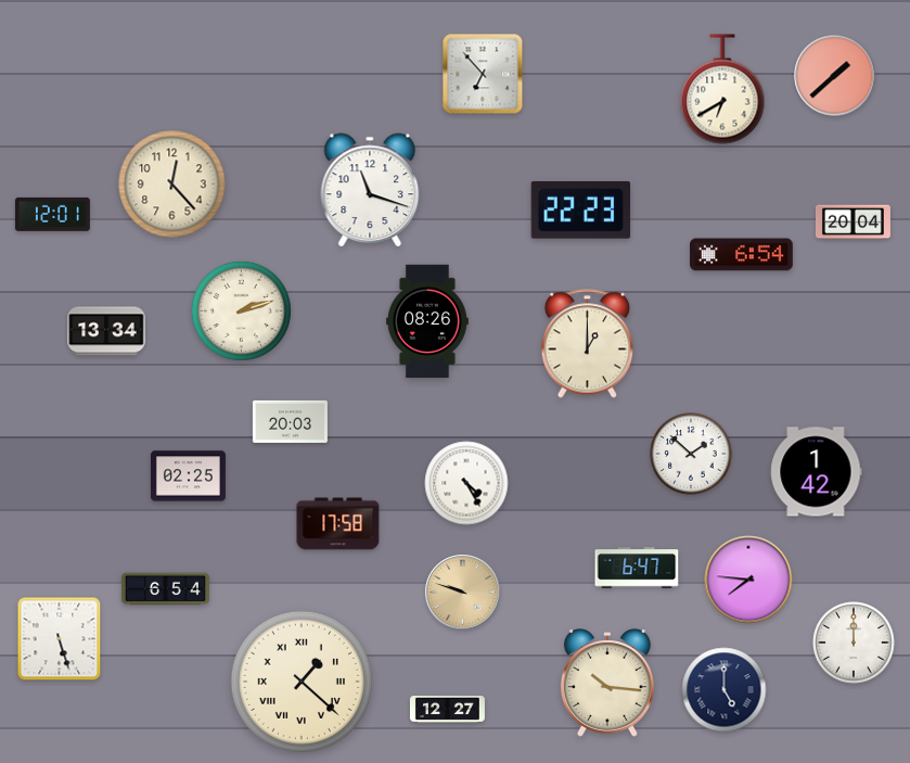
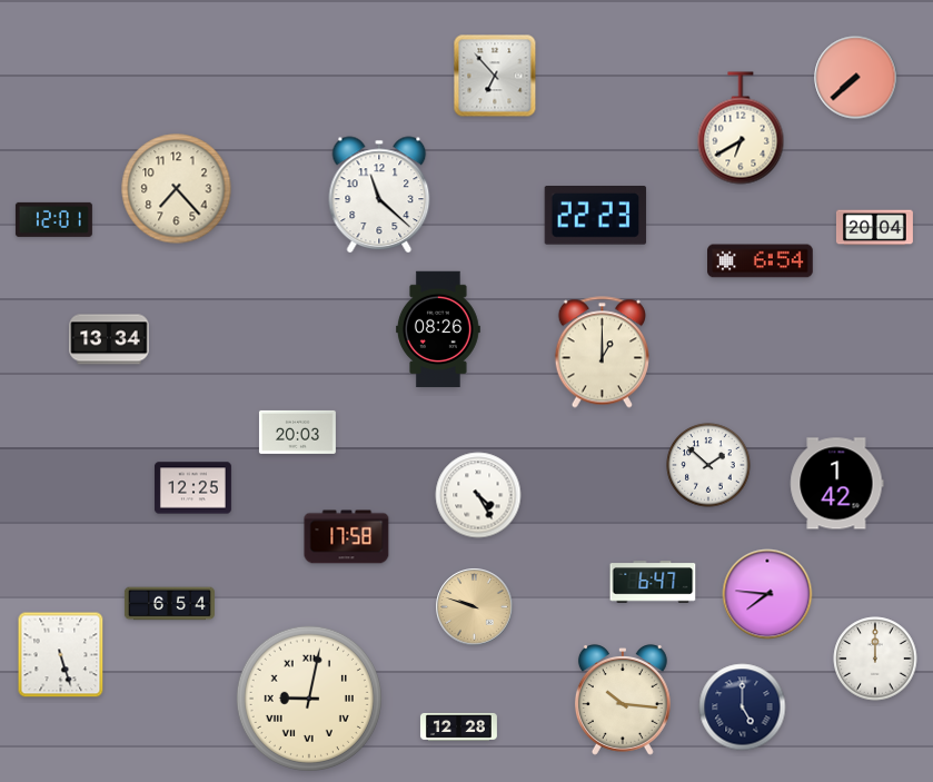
clock at (835, 76): 1:38 -> 7:38
clock at (722, 89) position: (722, 89) -> (741, 128)
clock at (172, 185): 12:23 -> 7:23
clock at (370, 190): 11:18 -> 11:22
clock at (241, 310): 2:12 -> none
clock at (188, 476): 02:25 -> 12:25
clock at (302, 682): 1:22 -> 9:02
clock at (447, 709): 12:27 -> 12:28
